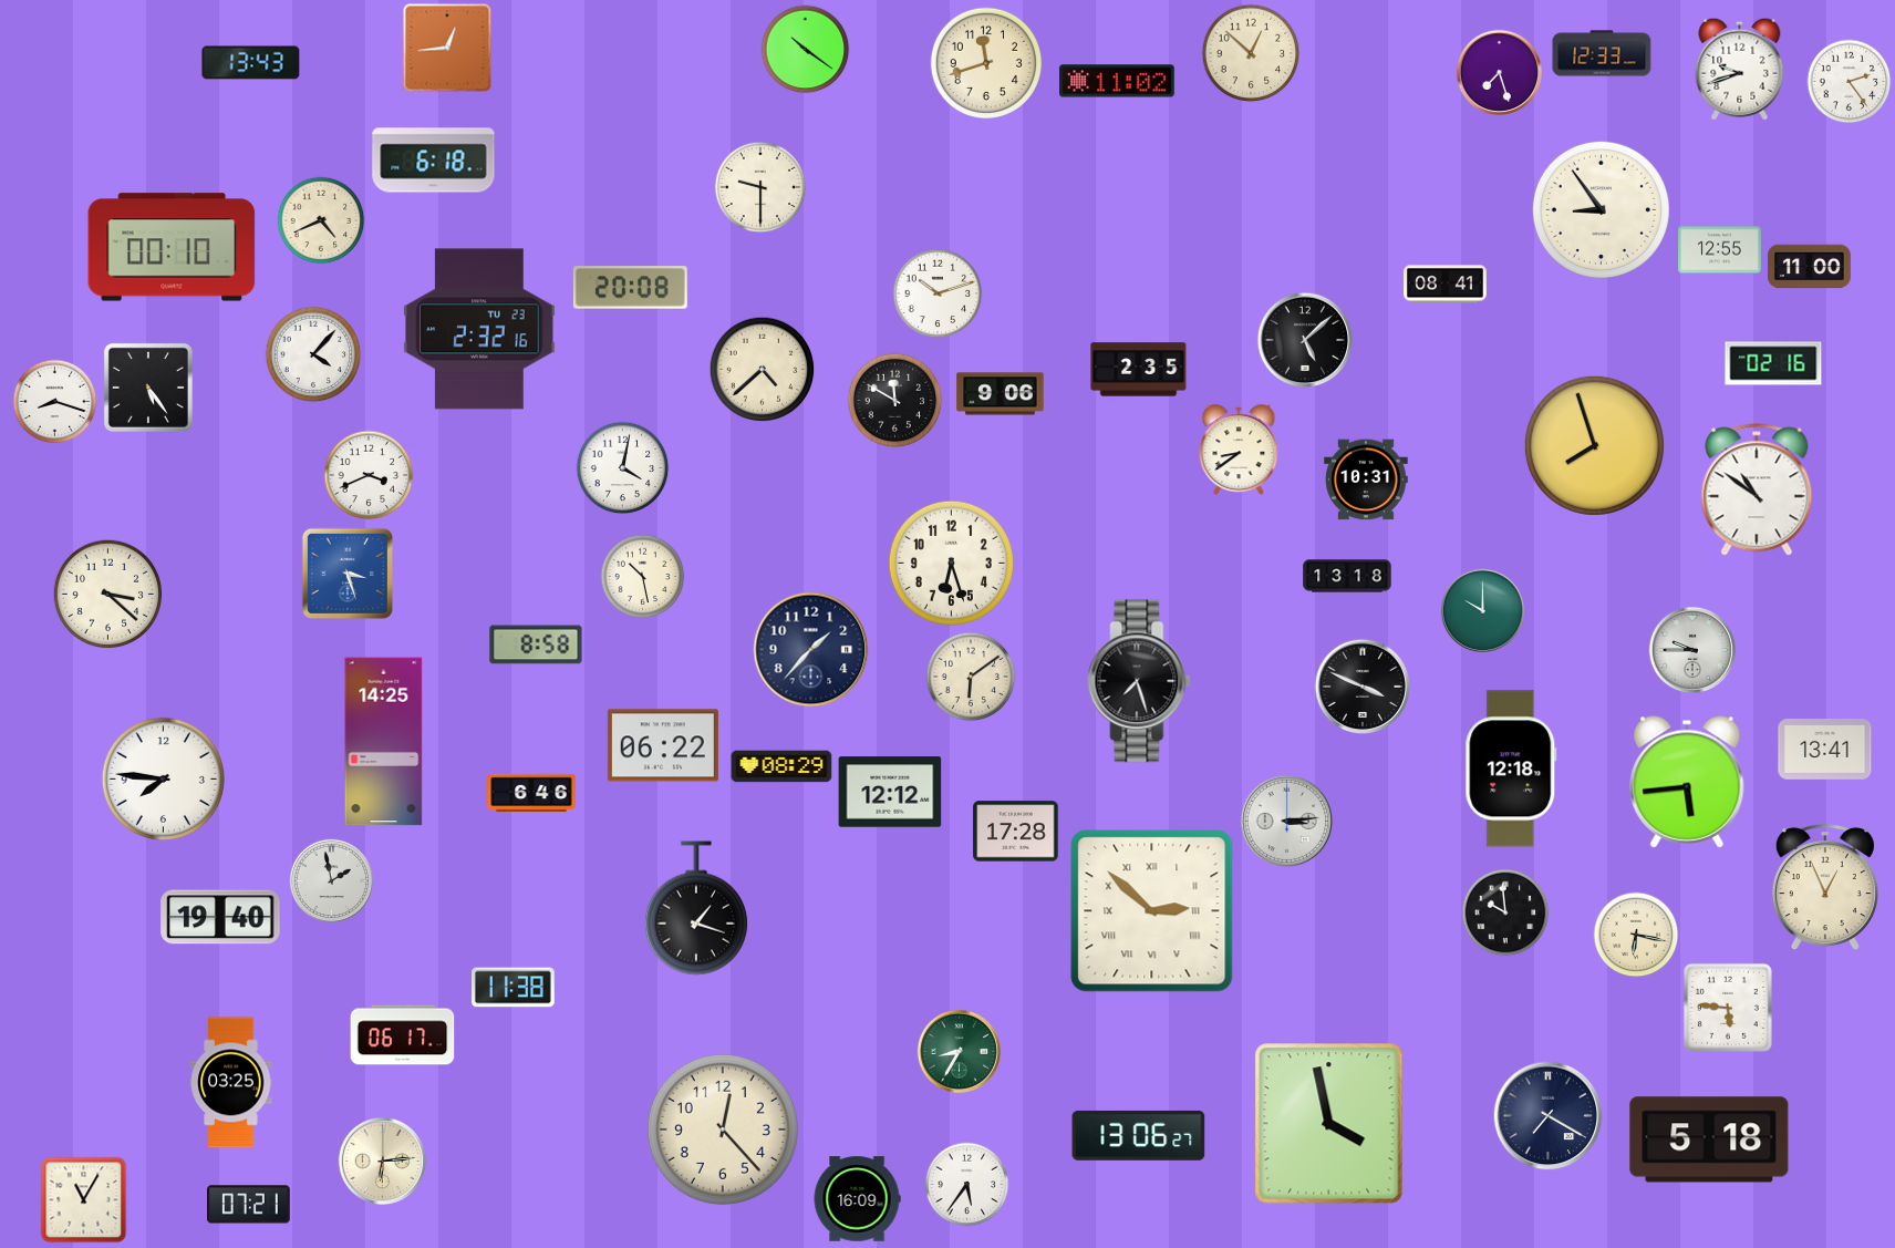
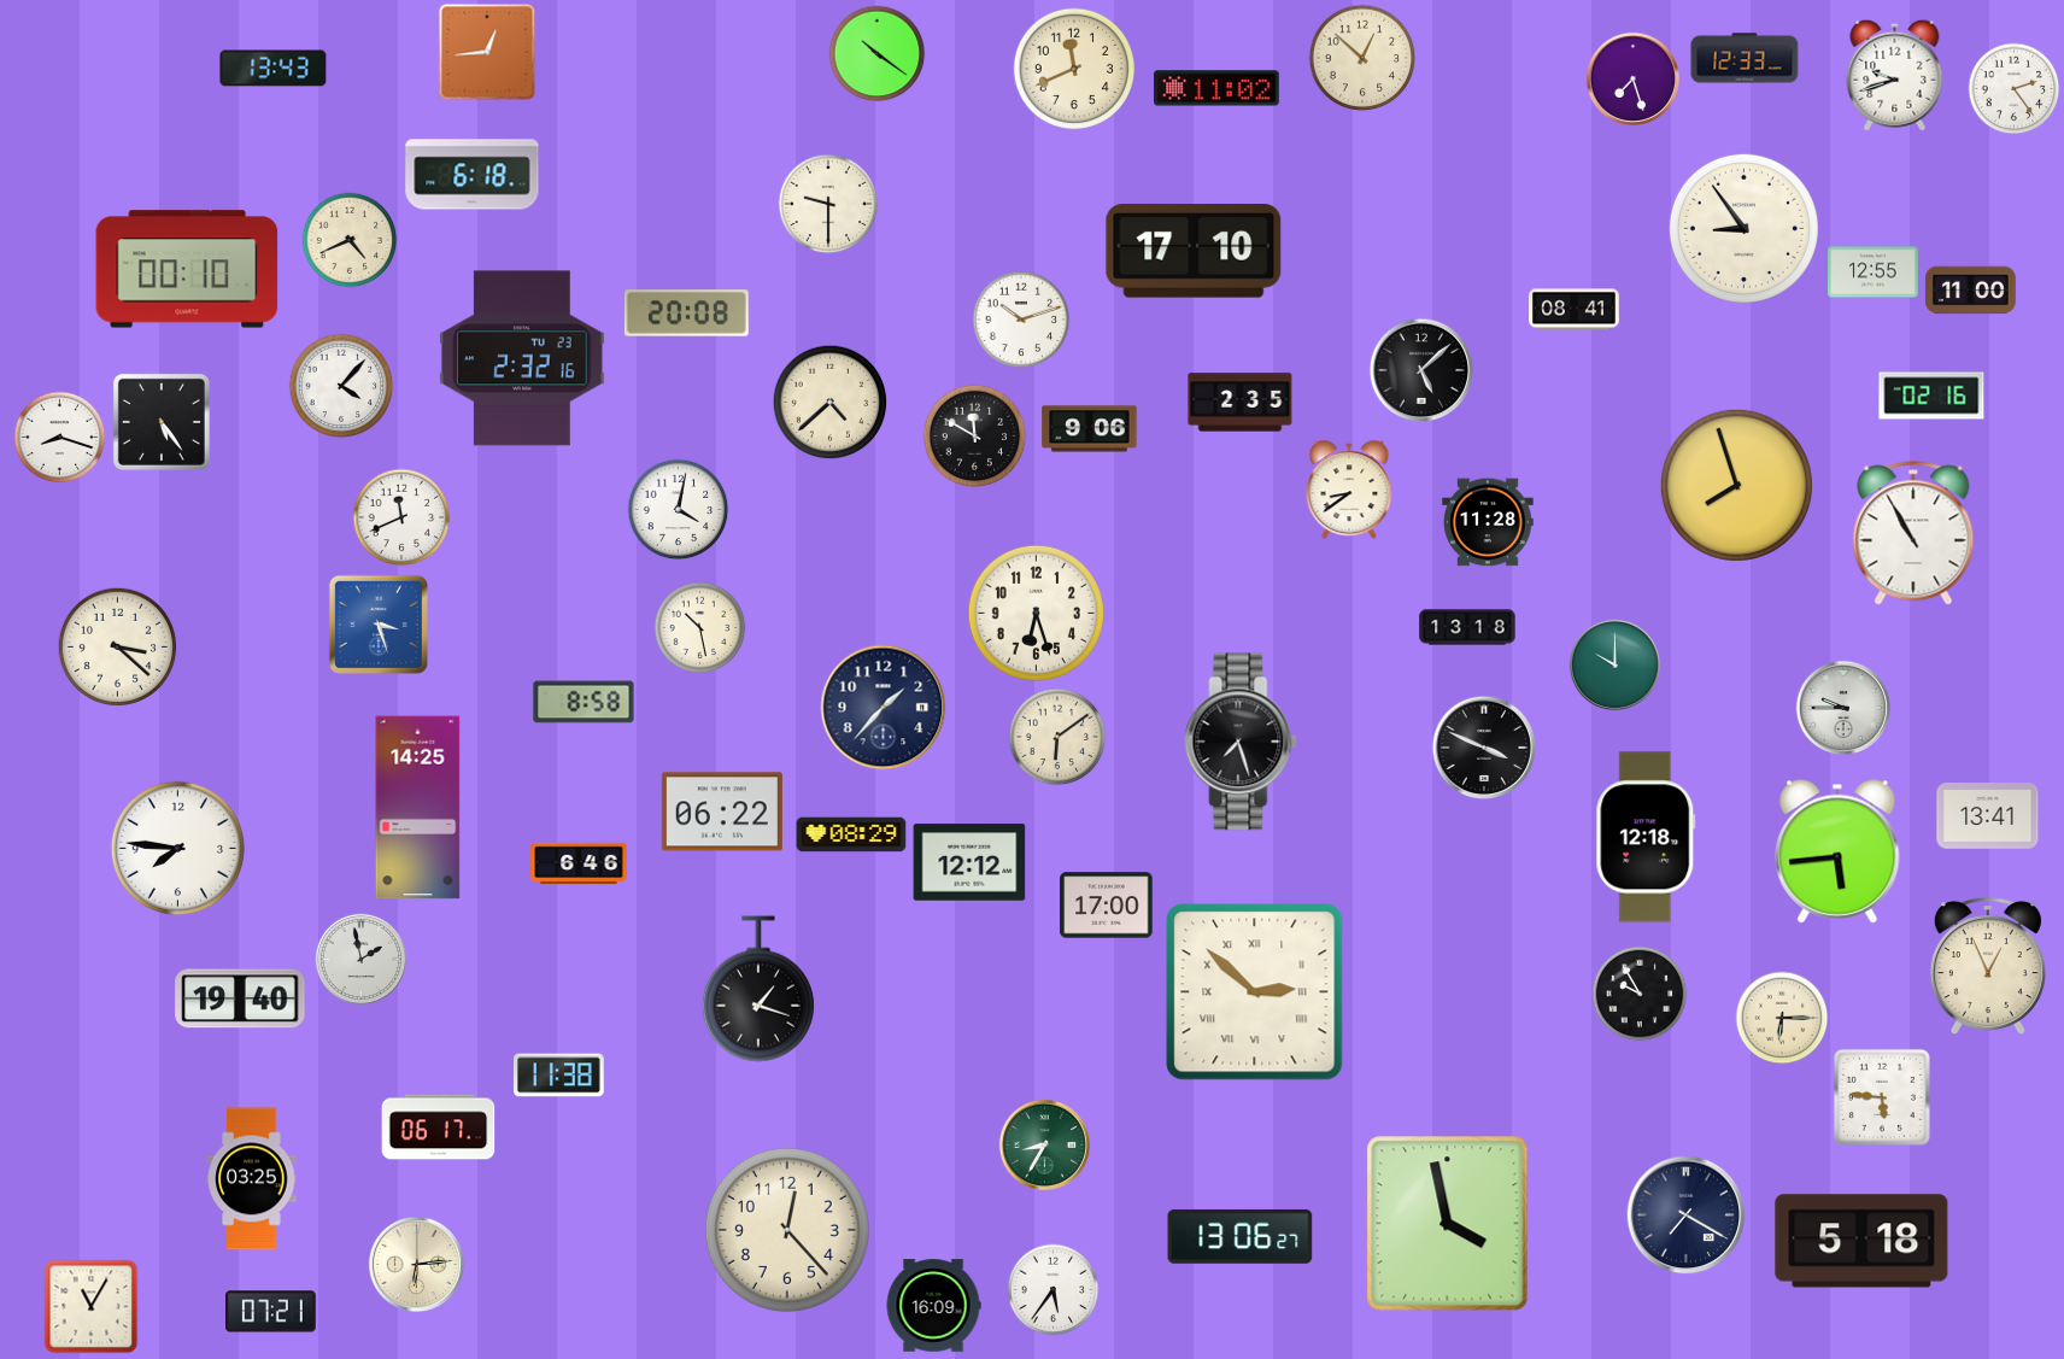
clock at (986, 63): 11:42 -> 11:41
clock at (1194, 251): none -> 17:10
clock at (369, 475): 3:41 -> 11:41
clock at (1366, 479): 10:31 -> 11:28
clock at (1757, 489): 10:51 -> 10:55
clock at (1287, 822): 3:14 -> none
clock at (1016, 832): 17:28 -> 17:00
clock at (1505, 912): 9:59 -> 9:55
clock at (1636, 935): 6:17 -> 6:15
